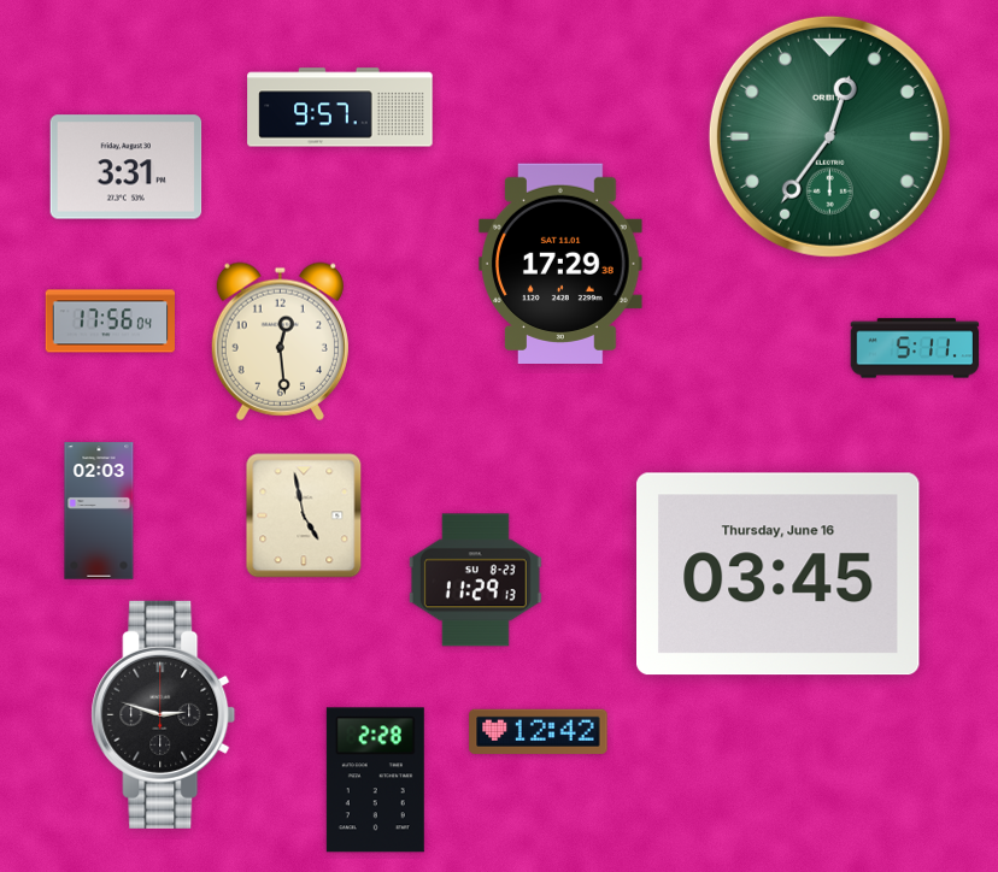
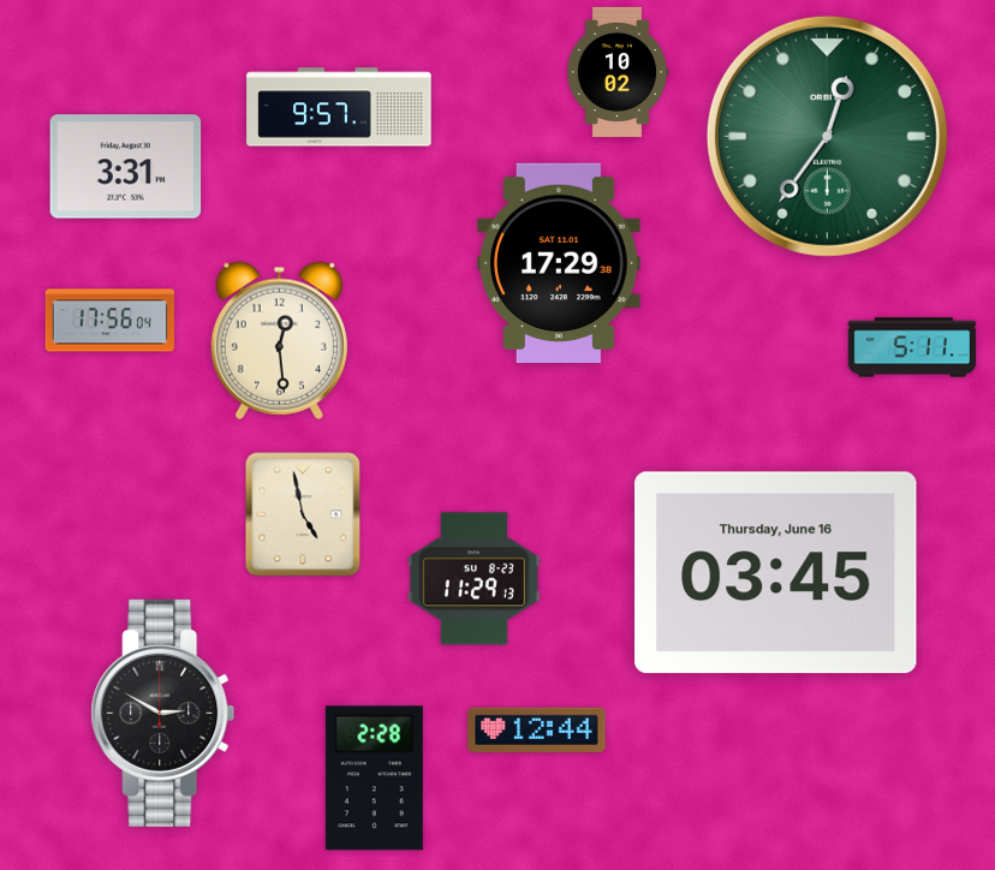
clock at (618, 72): none -> 10:02
clock at (99, 511): 02:03 -> none
clock at (164, 714): 2:48 -> 2:50
clock at (539, 731): 12:42 -> 12:44
